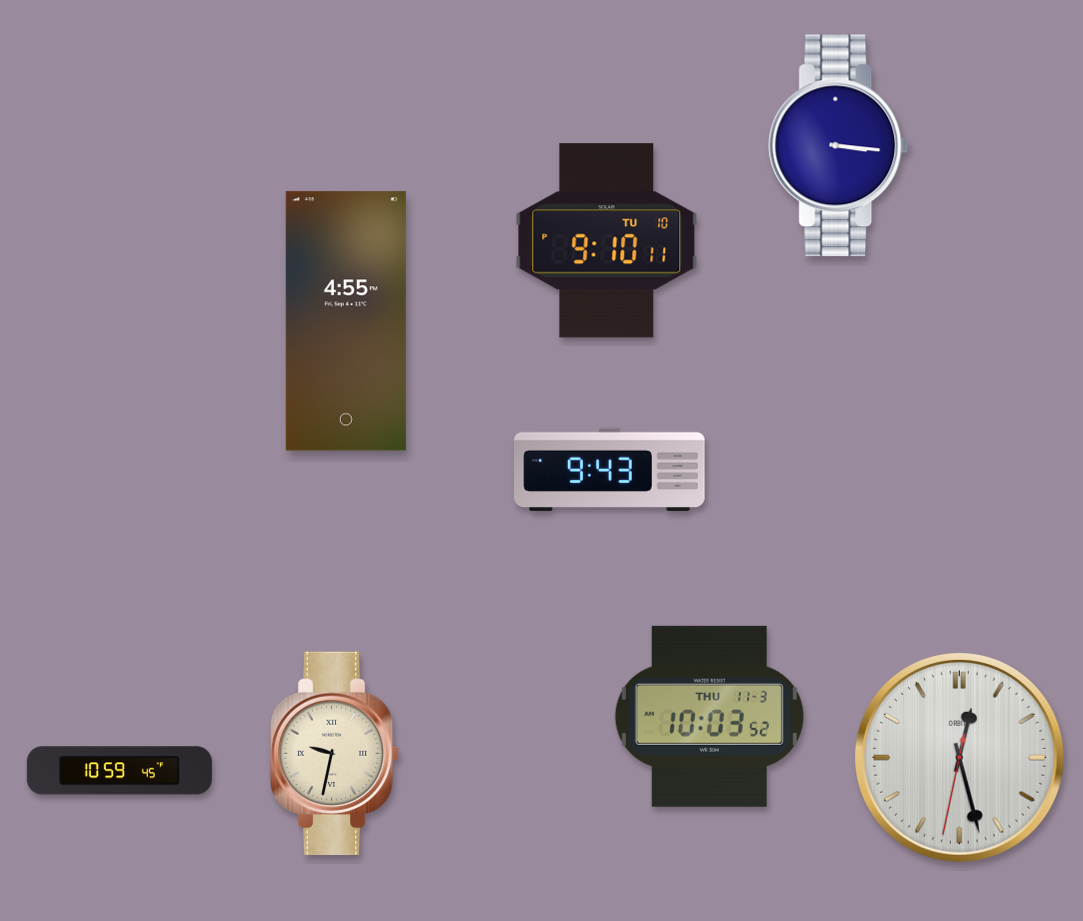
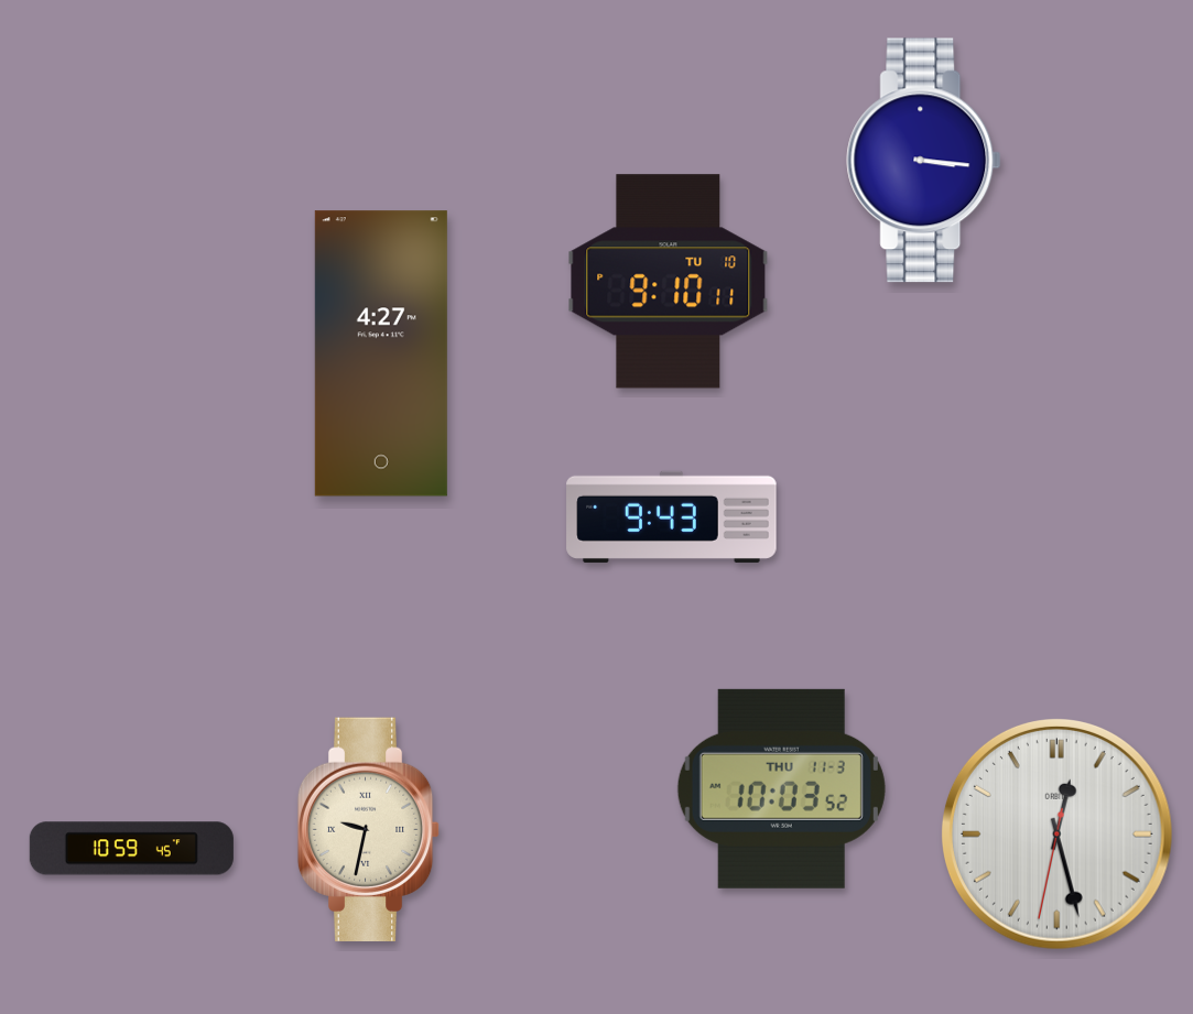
clock at (607, 241) position: (607, 241) -> (669, 282)
clock at (346, 321): 4:55 -> 4:27
